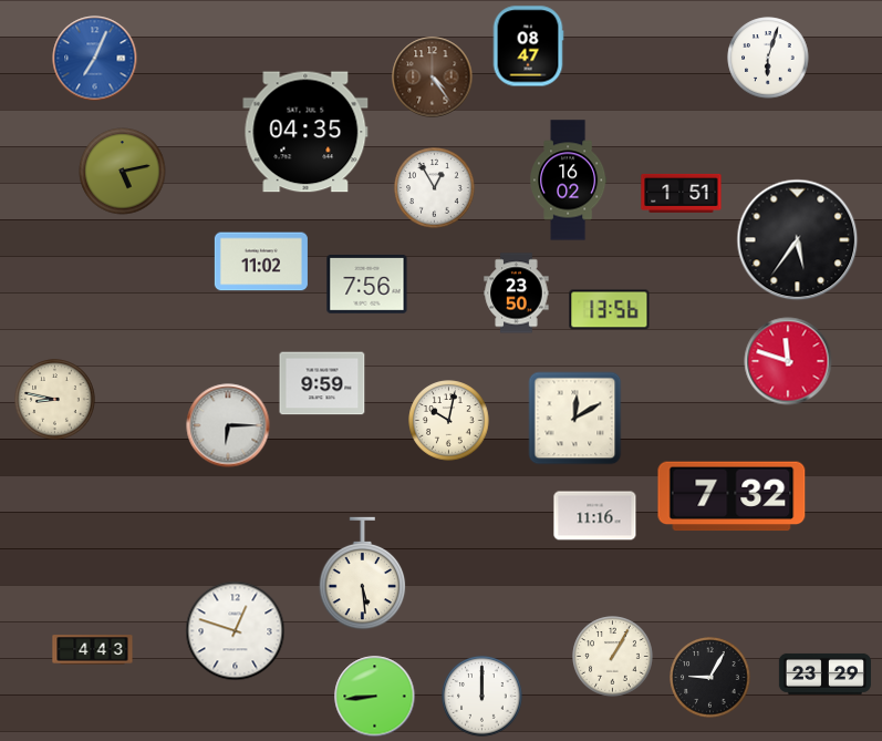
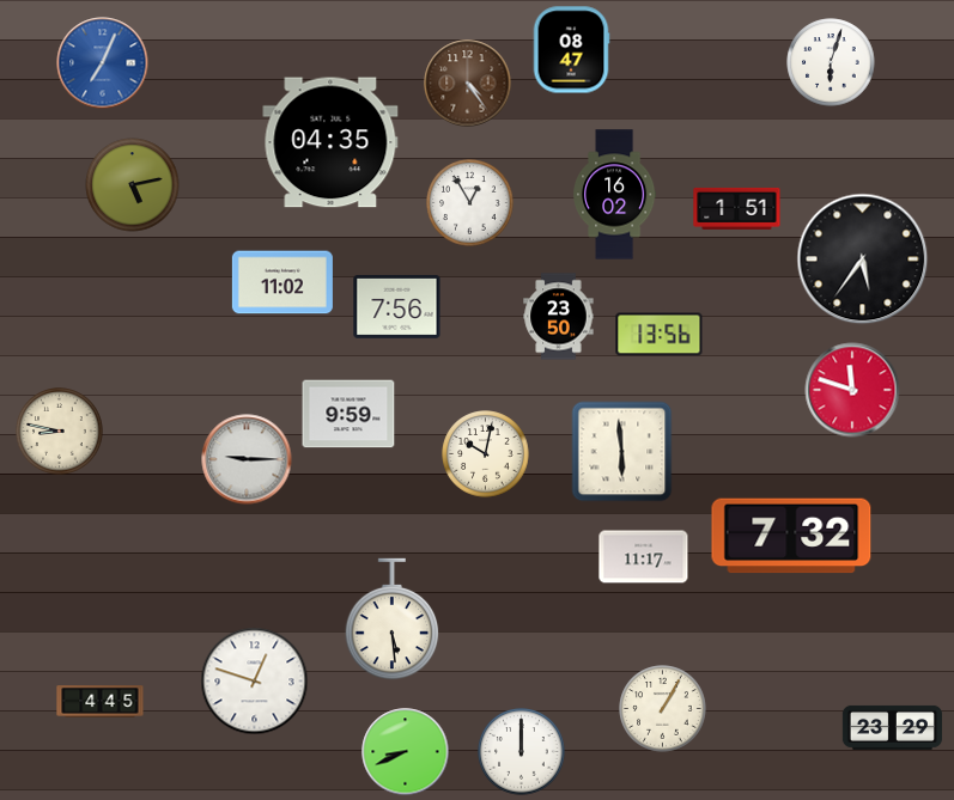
clock at (575, 419): 12:10 -> 5:59
clock at (228, 425): 6:15 -> 9:15
clock at (595, 516): 11:16 -> 11:17
clock at (93, 650): 4:43 -> 4:45
clock at (710, 678): 9:05 -> none
clock at (375, 697): 8:44 -> 8:41
